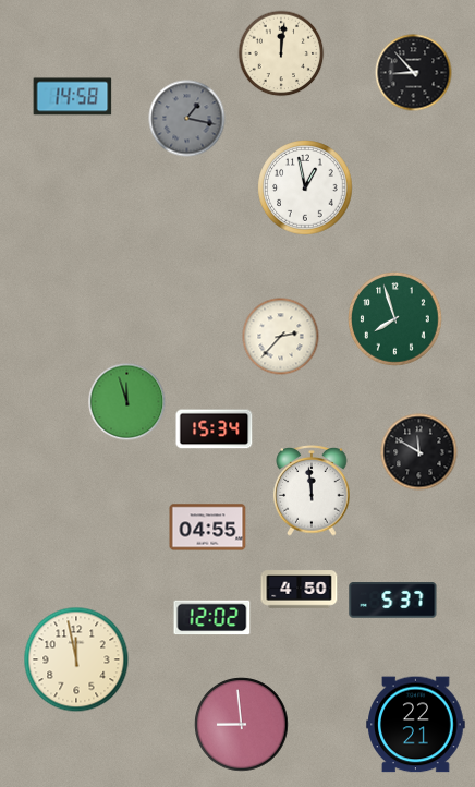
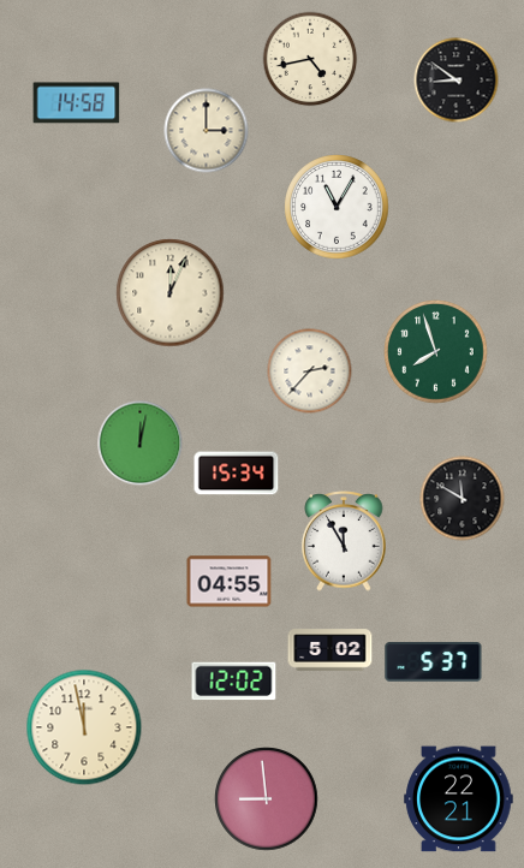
clock at (281, 53): 12:01 -> 4:43
clock at (414, 73): 8:53 -> 8:51
clock at (73, 97) position: (73, 97) -> (77, 103)
clock at (187, 119): 1:17 -> 3:00
clock at (187, 119) dial: grey -> cream
clock at (305, 187): 12:58 -> 11:05
clock at (171, 293): none -> 12:04
clock at (127, 402): 11:57 -> 12:02
clock at (312, 491): 11:59 -> 11:55
clock at (300, 590): 4:50 -> 5:02
